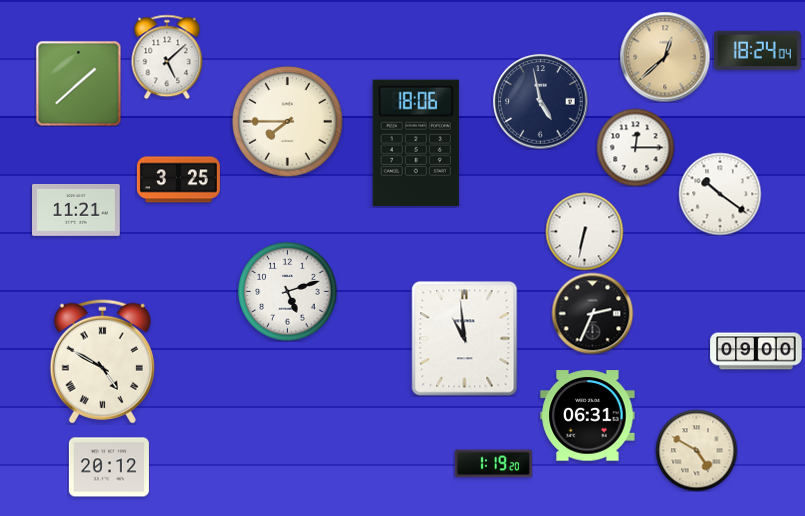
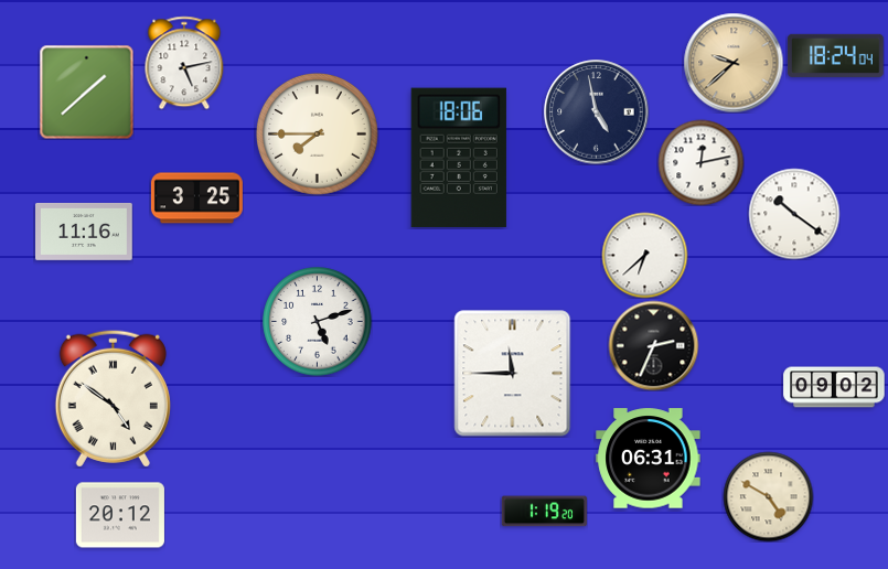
clock at (167, 57): 5:08 -> 5:13
clock at (665, 57): 12:38 -> 9:38
clock at (635, 147): 12:15 -> 12:13
clock at (77, 210): 11:21 -> 11:16
clock at (584, 231): 6:32 -> 6:38
clock at (465, 339): 10:59 -> 11:45
clock at (756, 351): 09:00 -> 09:02
clock at (102, 361): 4:50 -> 4:51
